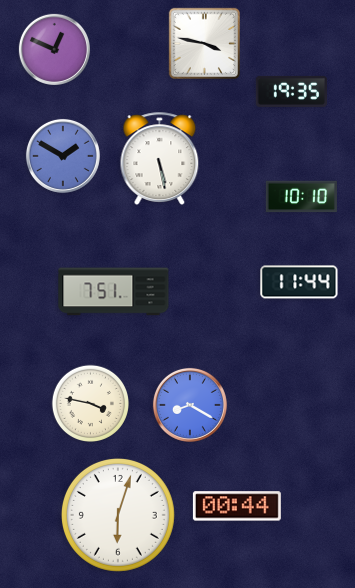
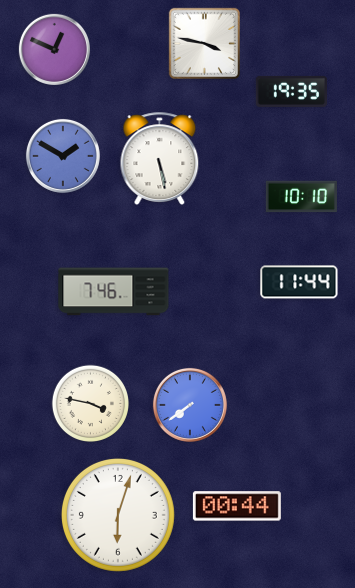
clock at (114, 292): 7:51 -> 7:46
clock at (190, 405): 8:20 -> 7:39
